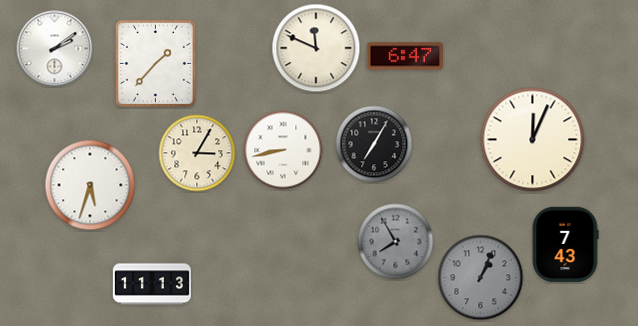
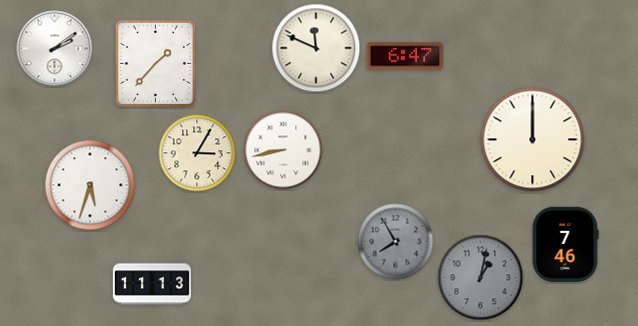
clock at (533, 140): 12:04 -> 12:00
clock at (374, 144): 7:05 -> none
clock at (565, 245): 7:43 -> 7:46
clock at (481, 278): 1:04 -> 1:02
